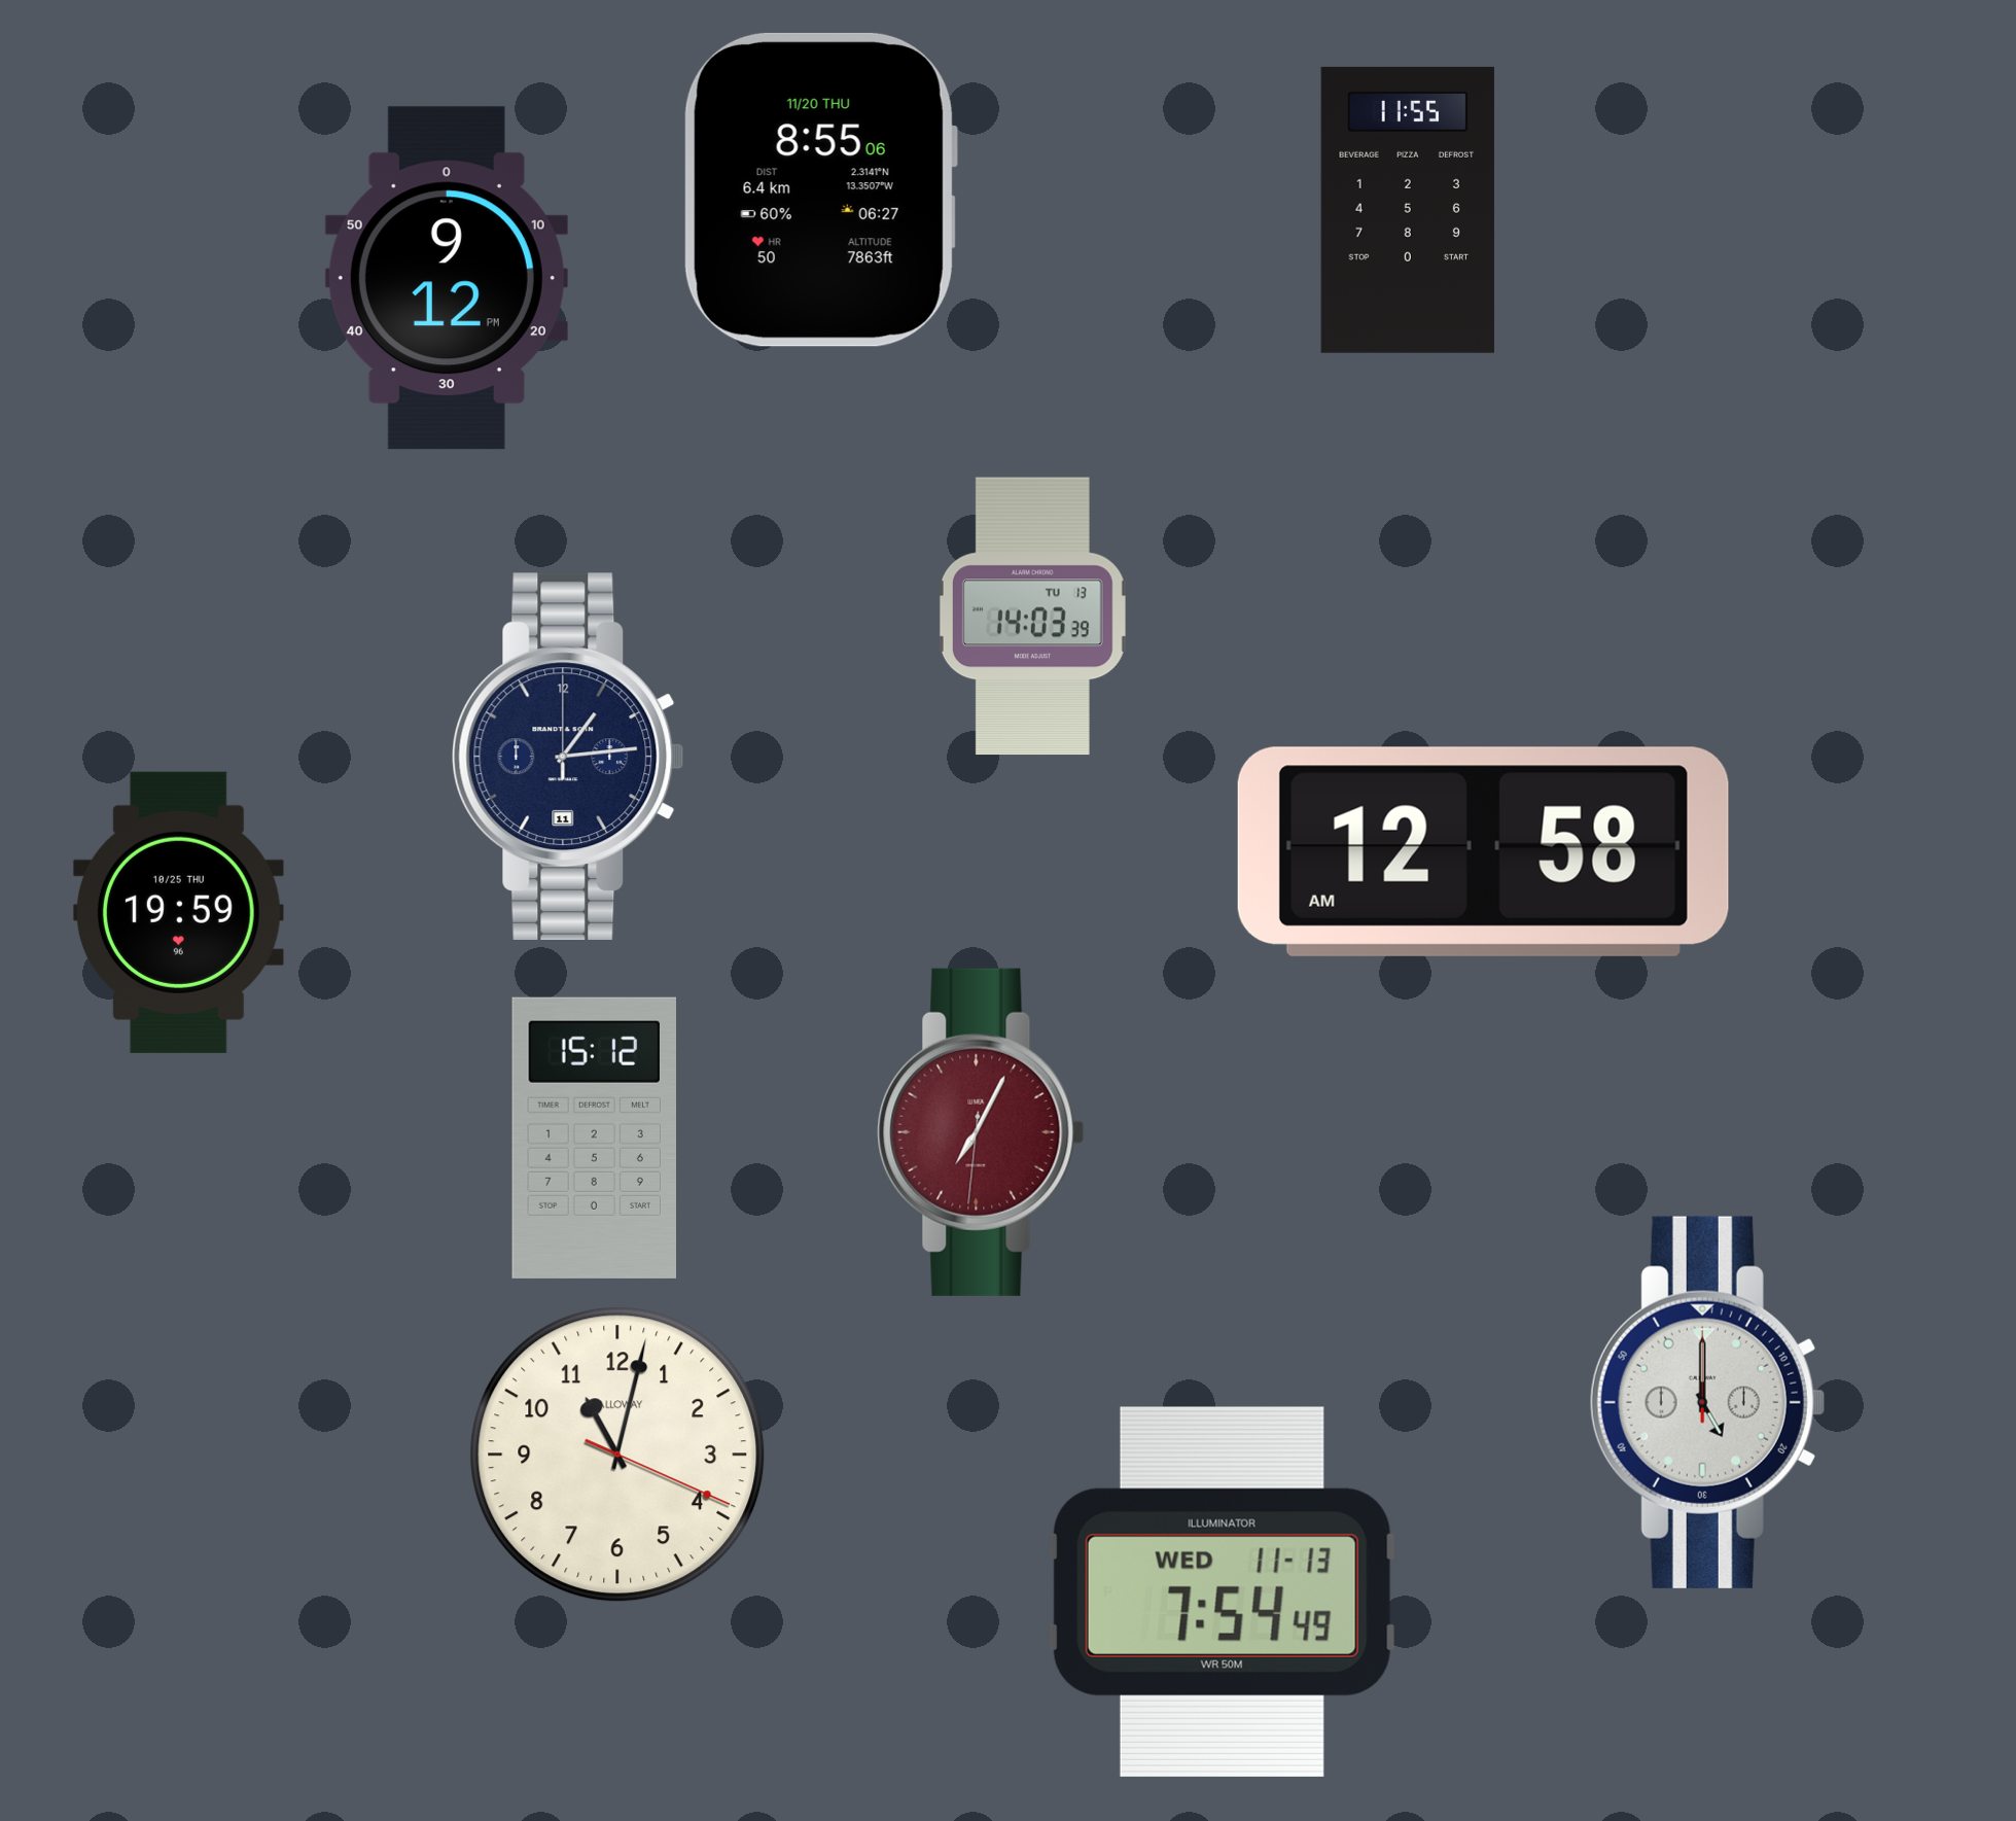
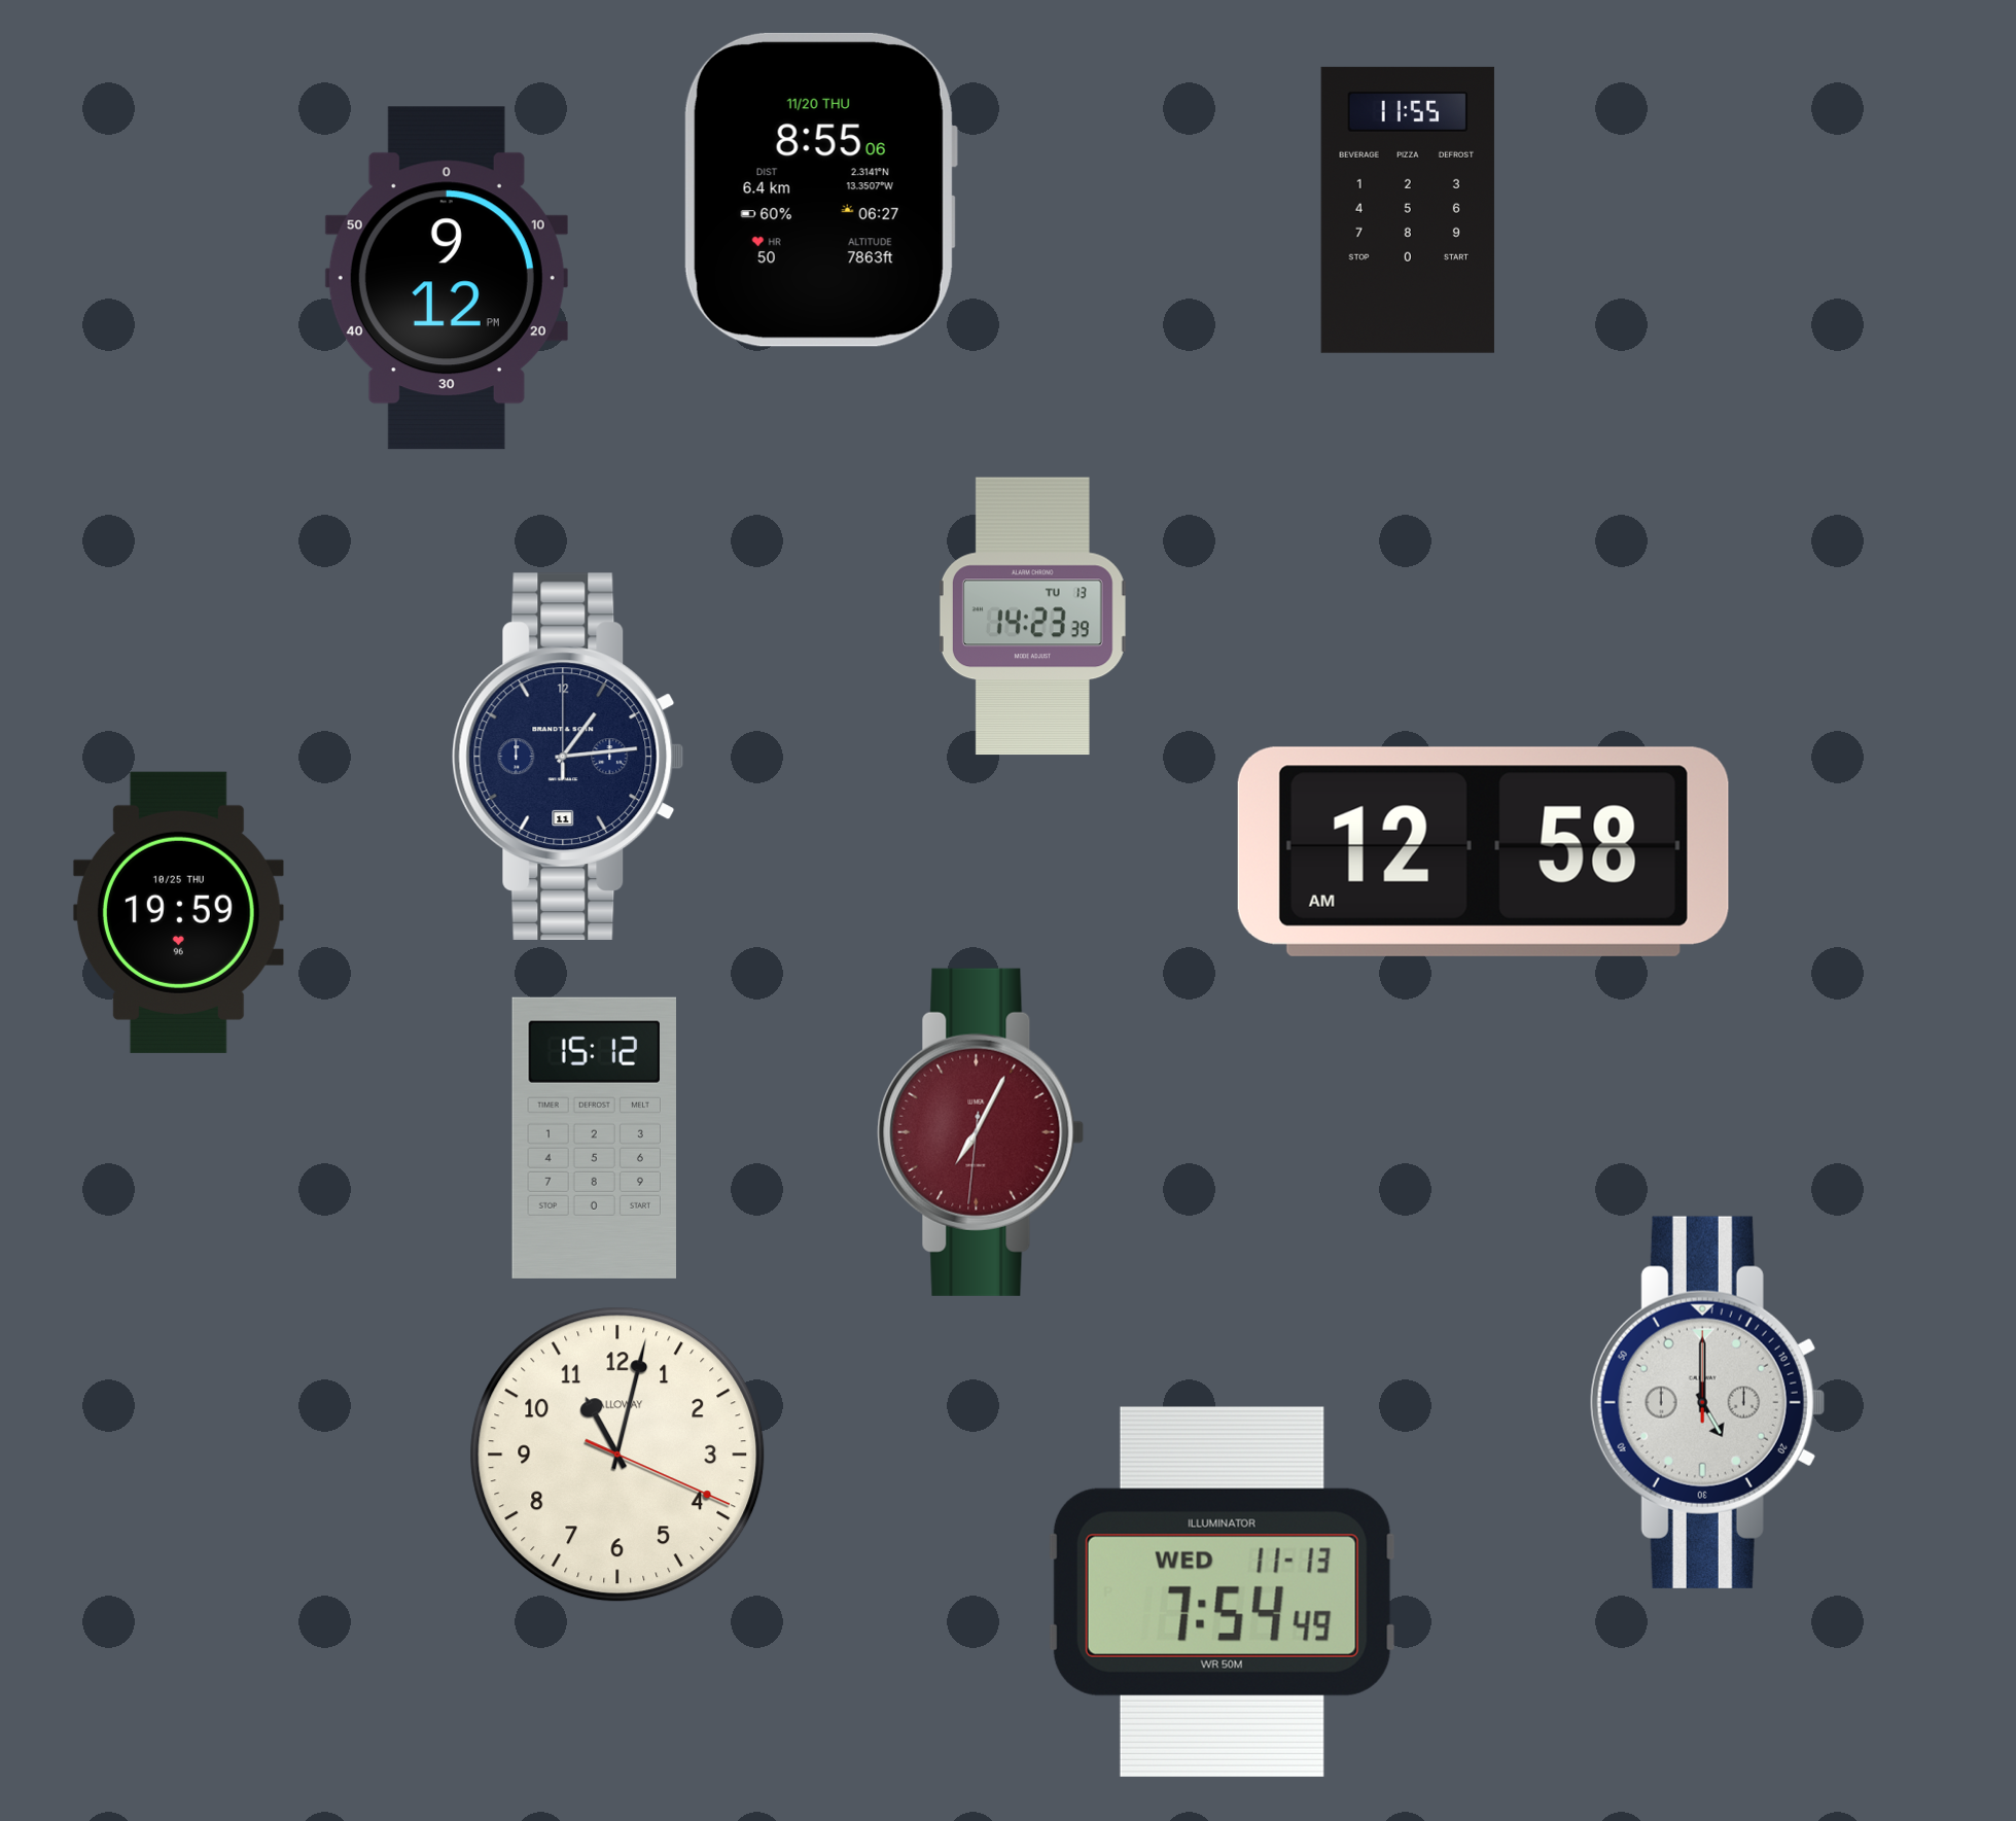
clock at (1032, 617): 14:03 -> 14:23
